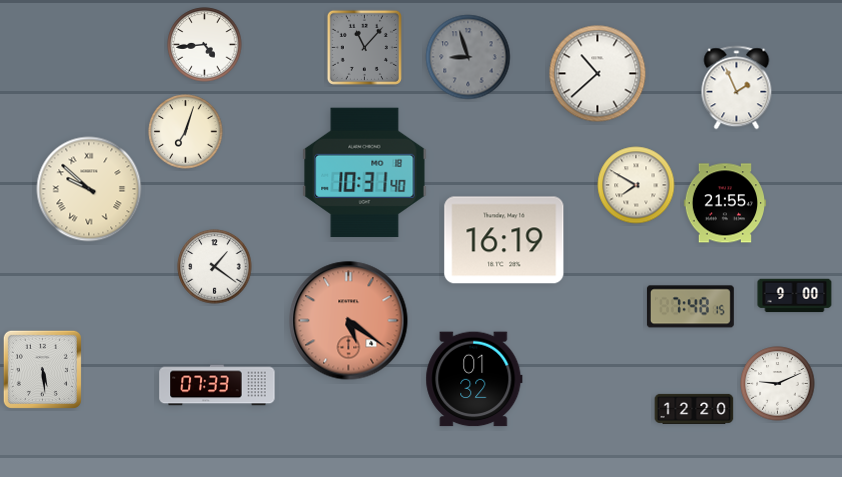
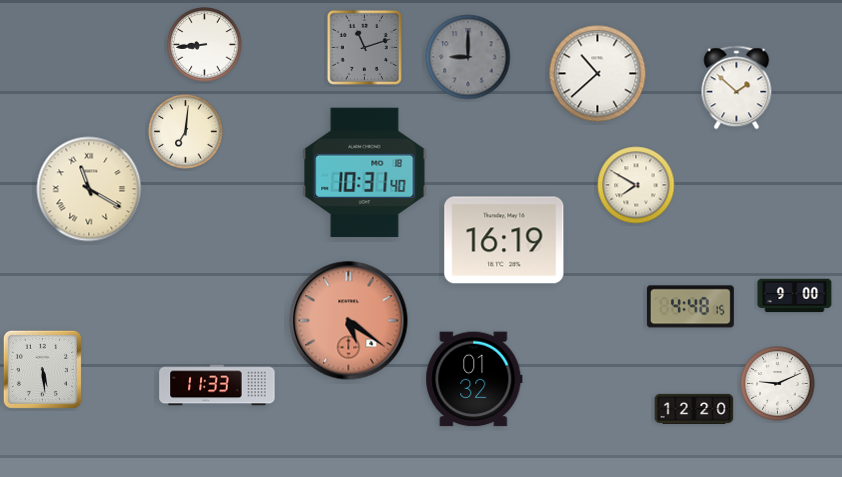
clock at (205, 45): 4:44 -> 8:44
clock at (364, 47): 11:07 -> 11:12
clock at (468, 57): 8:57 -> 9:00
clock at (737, 88): 1:56 -> 1:52
clock at (186, 132): 7:03 -> 7:01
clock at (89, 189): 9:52 -> 11:20
clock at (725, 203): 21:55 -> none
clock at (215, 267): 1:21 -> none
clock at (690, 307): 7:48 -> 4:48
clock at (217, 385): 07:33 -> 11:33
